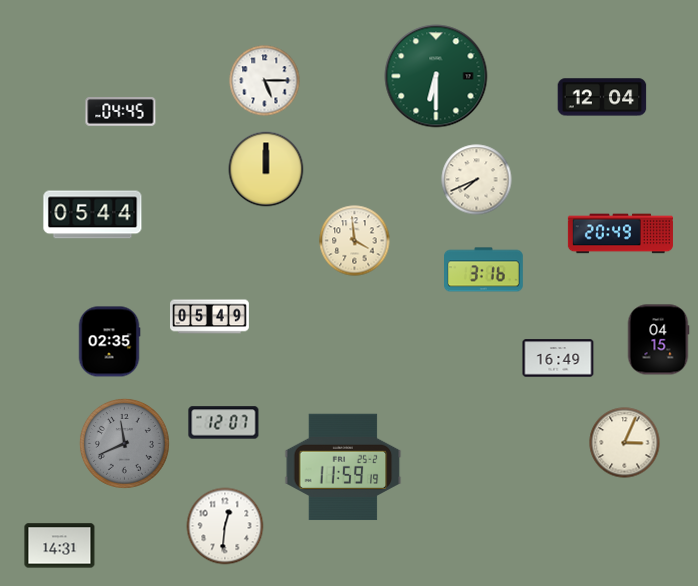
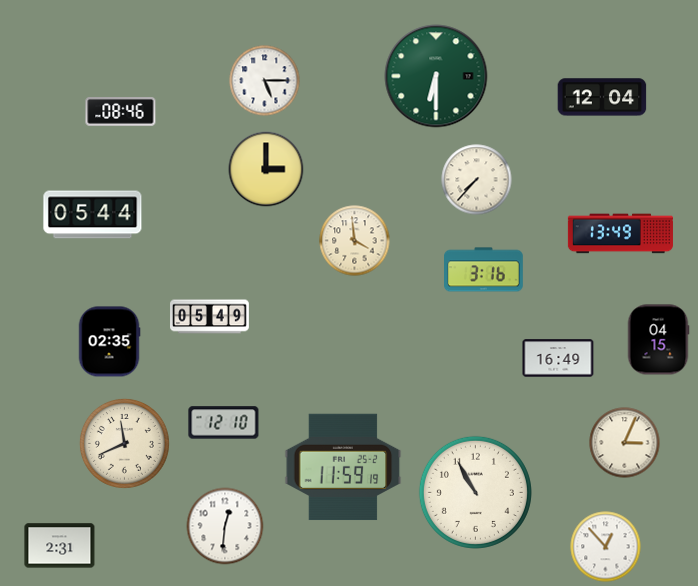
clock at (121, 112): 04:45 -> 08:46
clock at (266, 169): 12:00 -> 3:00
clock at (477, 180): 7:41 -> 7:37
clock at (620, 234): 20:49 -> 13:49
clock at (224, 423): 12:07 -> 12:10
clock at (124, 443) dial: grey -> cream
clock at (475, 492): none -> 10:55
clock at (60, 546): 14:31 -> 2:31
clock at (606, 547): none -> 12:53
